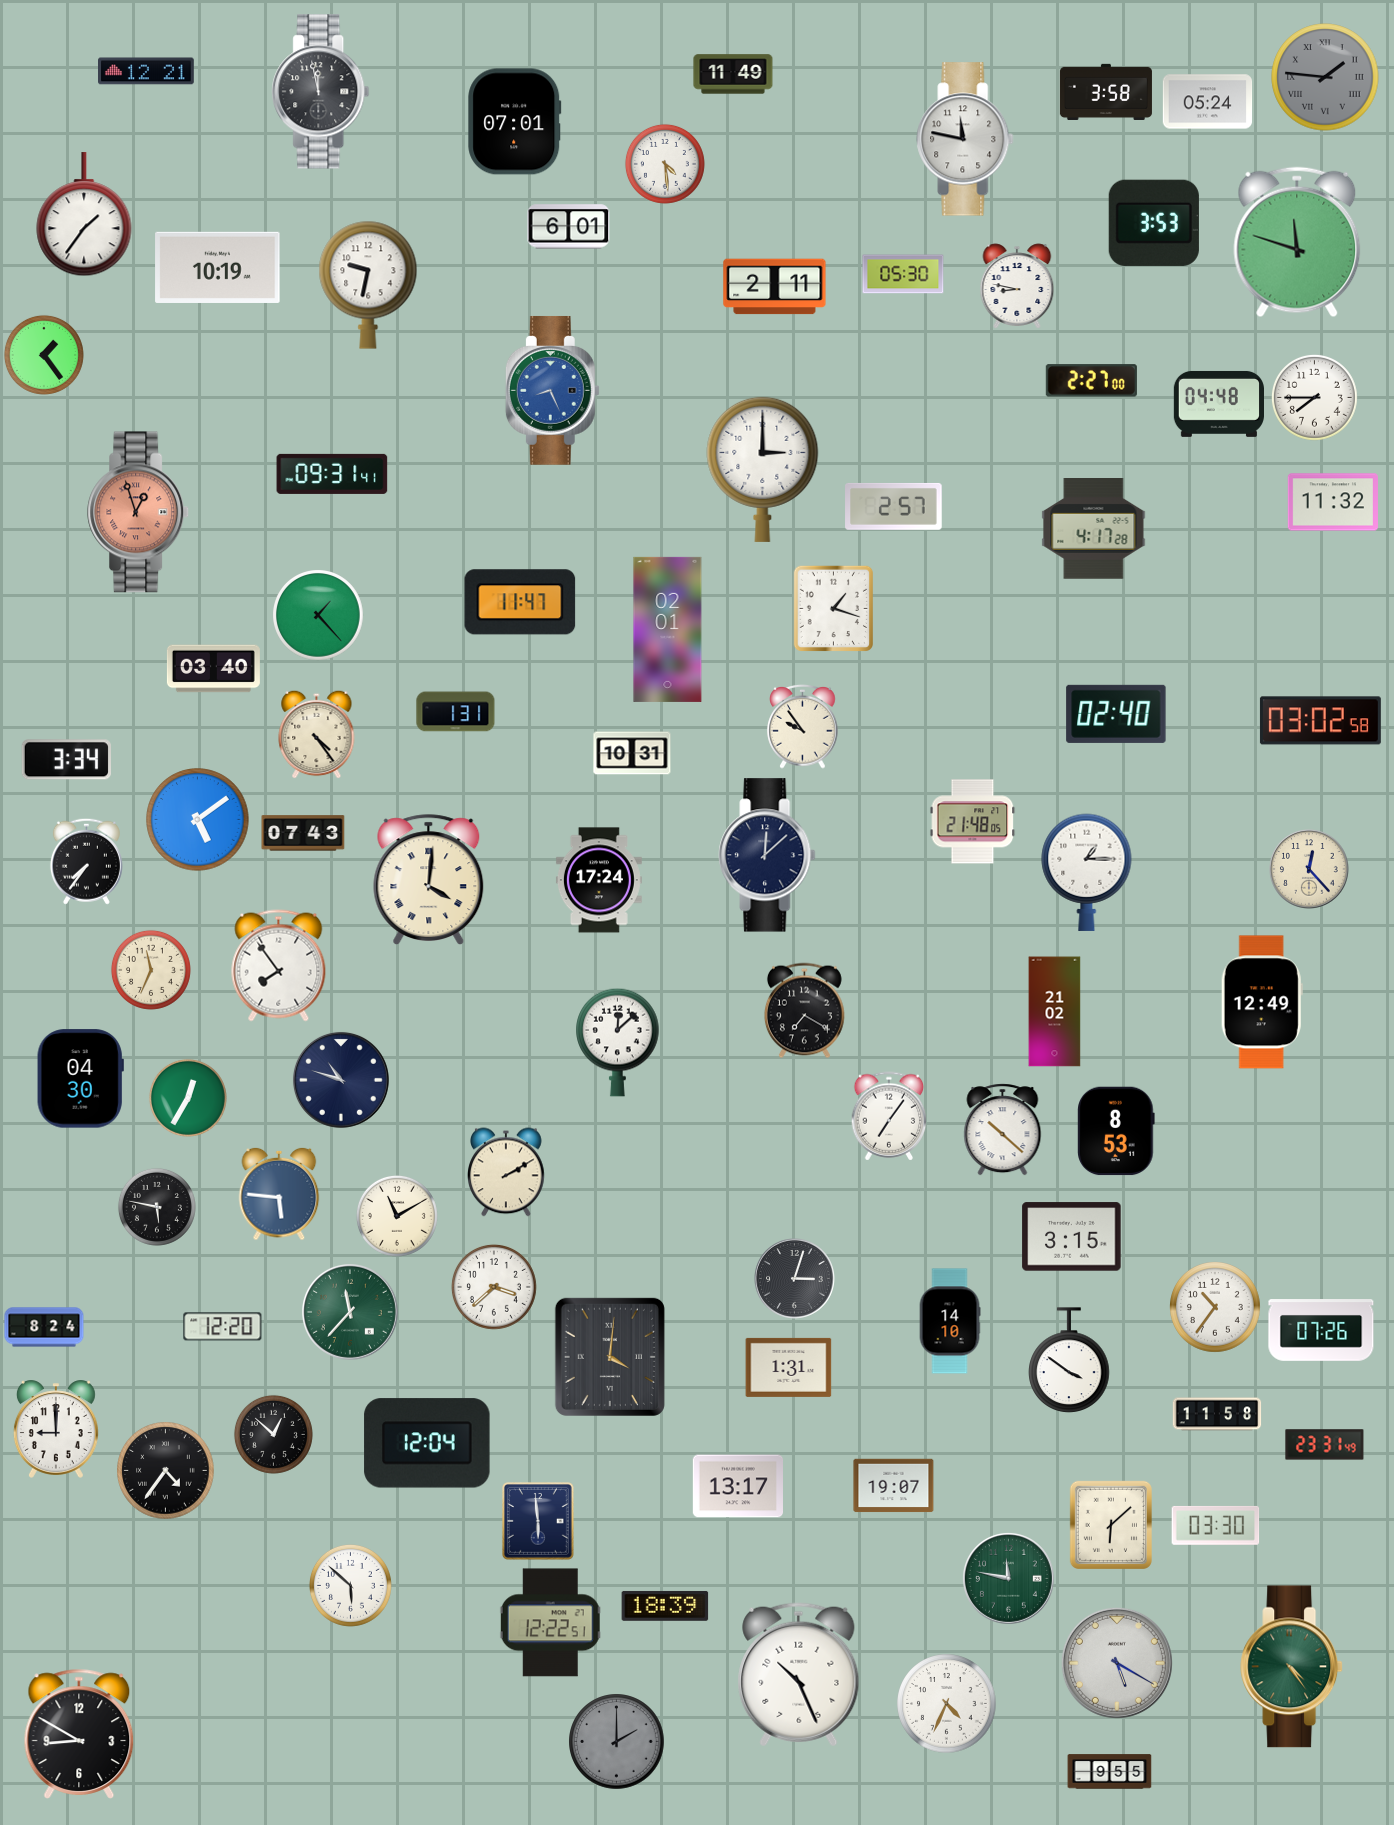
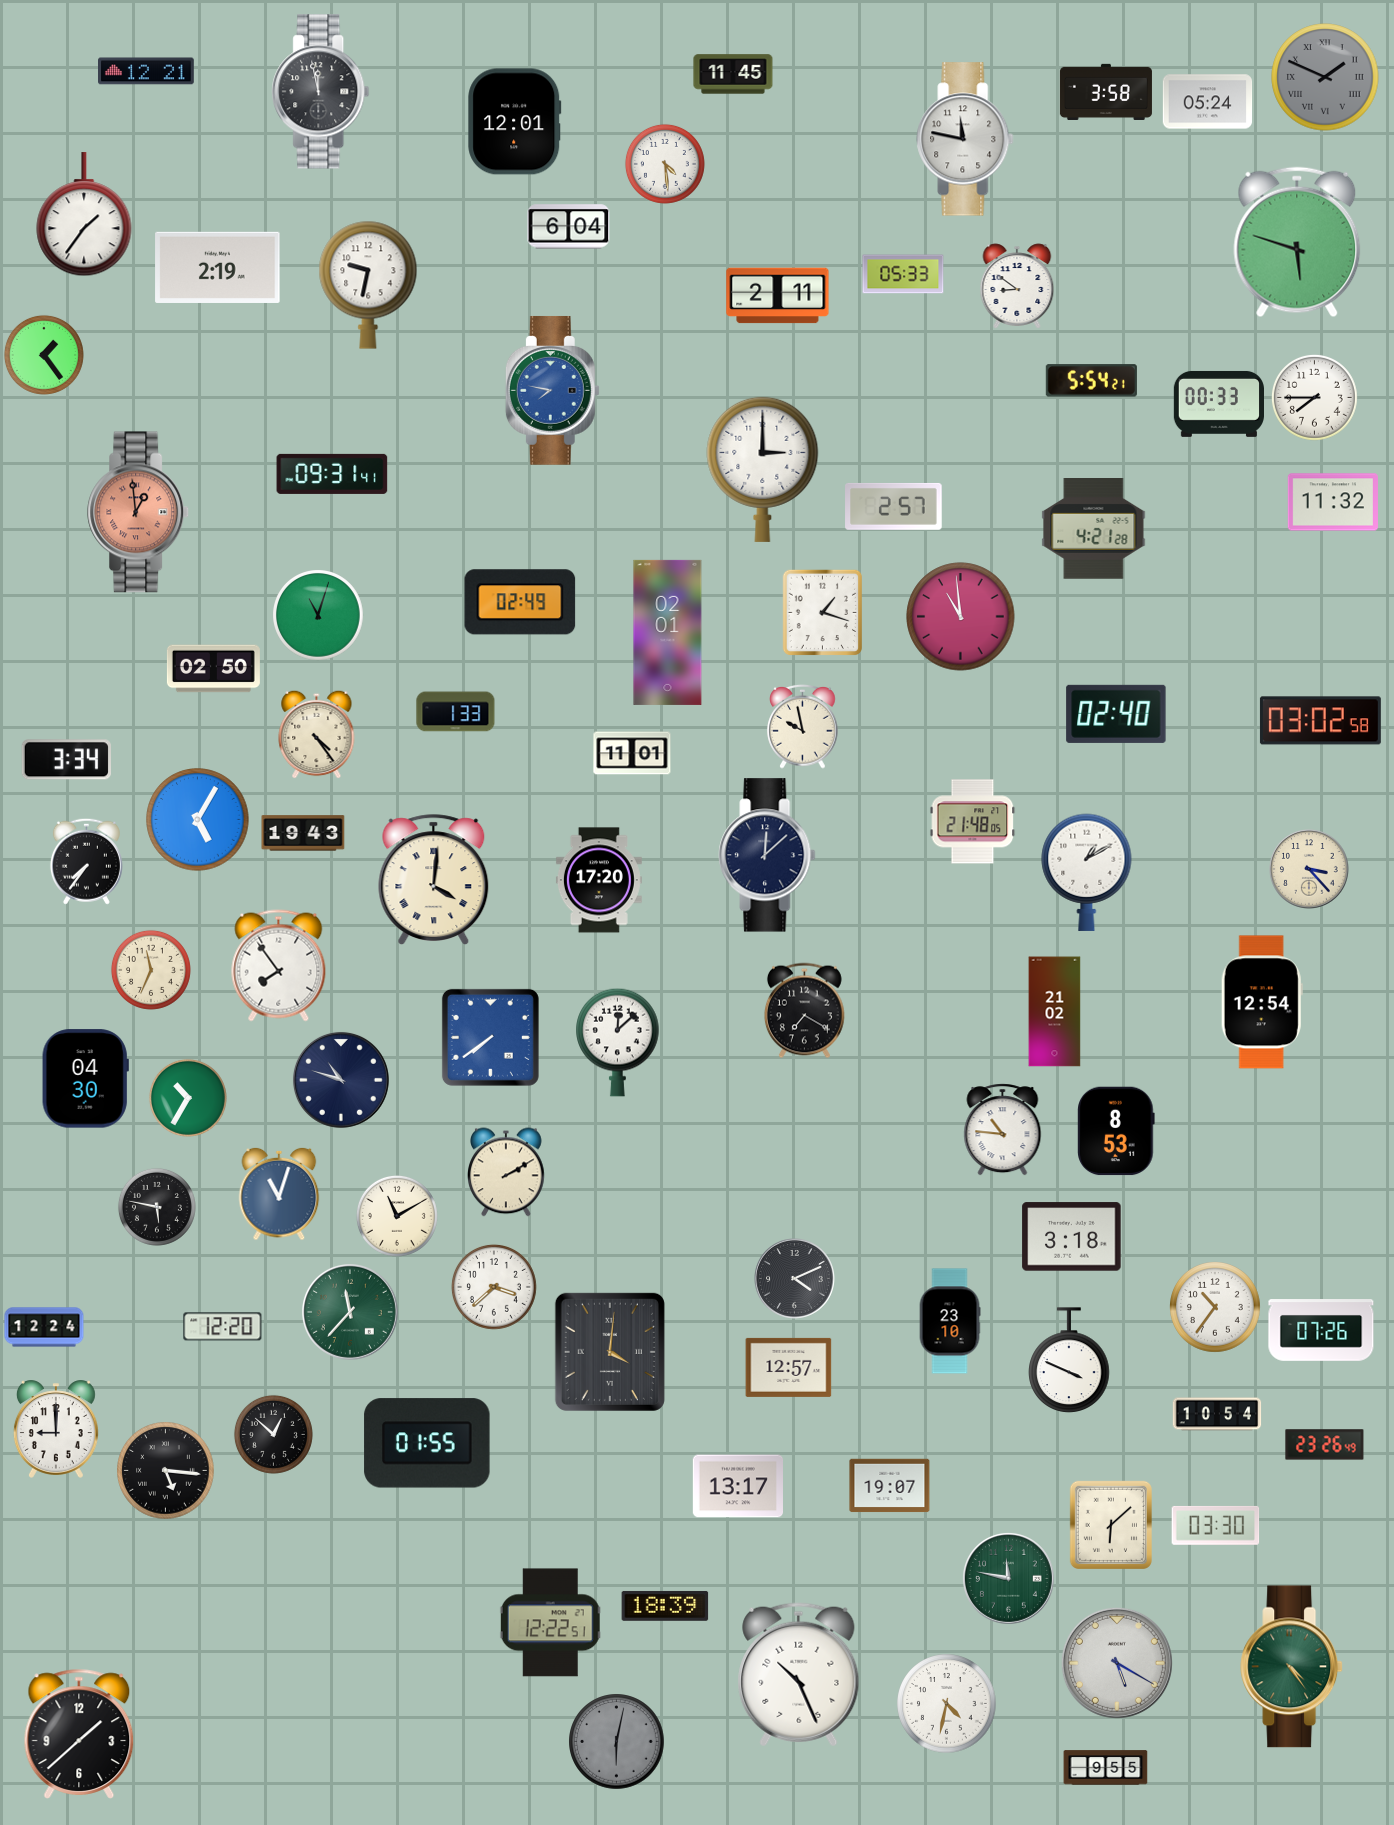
clock at (733, 74): 11:49 -> 11:45
clock at (1325, 77): 1:46 -> 1:49
clock at (515, 122): 07:01 -> 12:01
clock at (1154, 223): 3:53 -> none
clock at (569, 227): 6:01 -> 6:04
clock at (1297, 242): 11:48 -> 5:48
clock at (218, 267): 10:19 -> 2:19
clock at (903, 274): 05:30 -> 05:33
clock at (1017, 286): 8:47 -> 8:51
clock at (775, 287) position: (775, 287) -> (778, 296)
clock at (1091, 381): 2:27 -> 5:54
clock at (552, 390): 8:26 -> 7:47
clock at (1218, 404): 04:48 -> 00:33
clock at (139, 512): 12:57 -> 12:59
clock at (1094, 529): 4:17 -> 4:21
clock at (520, 602): 11:47 -> 02:49
clock at (833, 608) position: (833, 608) -> (822, 612)
clock at (319, 616): 1:23 -> 11:03
clock at (961, 617): none -> 10:59
clock at (668, 629) position: (668, 629) -> (668, 632)
clock at (213, 669): 03:40 -> 02:50
clock at (456, 712): 1:31 -> 1:33
clock at (803, 726): 9:54 -> 9:58
clock at (632, 753): 10:31 -> 11:01
clock at (198, 820): 5:09 -> 5:05
clock at (303, 833): 07:43 -> 19:43
clock at (1309, 869): 12:23 -> 3:23
clock at (1087, 872): 1:15 -> 1:10
clock at (429, 879) position: (429, 879) -> (434, 879)
clock at (599, 880): 17:24 -> 17:20
clock at (1262, 1002): 12:49 -> 12:54
clock at (490, 1037): none -> 7:39
clock at (80, 1079) position: (80, 1079) -> (85, 1079)
clock at (188, 1098): 12:35 -> 10:35
clock at (889, 1116): 7:06 -> none
clock at (1003, 1130): 10:22 -> 10:46
clock at (279, 1194): 5:46 -> 11:03
clock at (1072, 1237): 3:15 -> 3:18
clock at (795, 1279): 3:03 -> 4:11
clock at (950, 1321): 14:10 -> 23:10
clock at (44, 1327): 8:24 -> 12:24
clock at (610, 1357) position: (610, 1357) -> (610, 1352)
clock at (1069, 1360): 3:51 -> 3:49
clock at (789, 1367): 1:31 -> 12:57
clock at (1217, 1414): 11:58 -> 10:54
clock at (427, 1443): 12:04 -> 01:55
clock at (1325, 1445): 23:31 -> 23:26
clock at (166, 1471): 4:36 -> 5:16
clock at (894, 1486) position: (894, 1486) -> (890, 1486)
clock at (538, 1522): 5:59 -> none
clock at (350, 1585): 5:52 -> none
clock at (947, 1704): 4:34 -> 4:32
clock at (79, 1734): 8:50 -> 1:38
clock at (617, 1742): 2:00 -> 6:02
clock at (1110, 1772) position: (1110, 1772) -> (1106, 1768)
